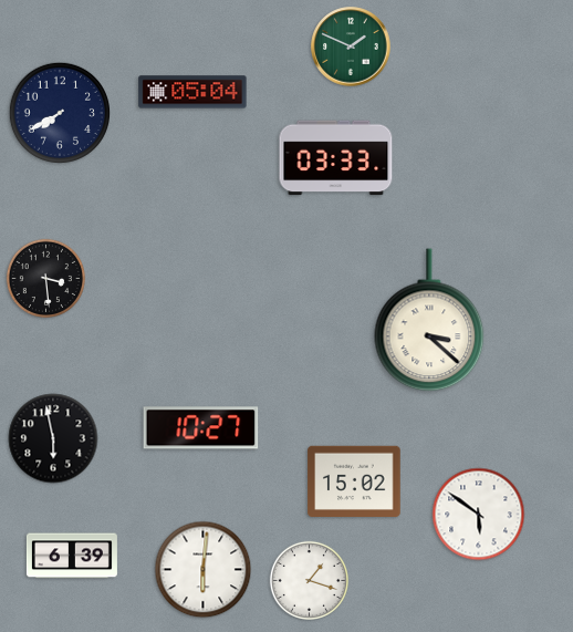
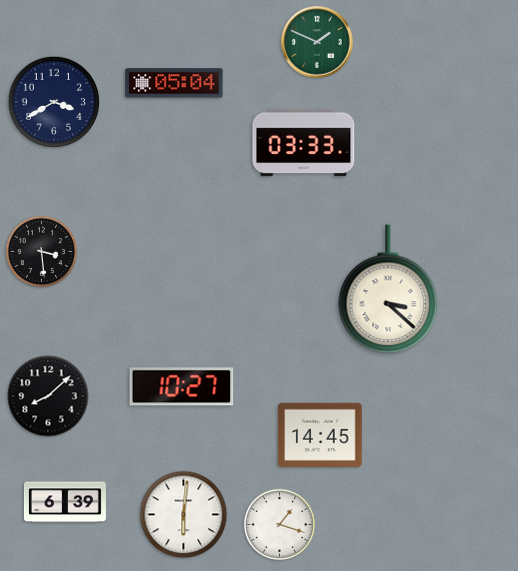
clock at (59, 112): 7:40 -> 3:40
clock at (53, 438): 5:58 -> 8:08
clock at (354, 480): 15:02 -> 14:45
clock at (479, 515): 5:51 -> none
